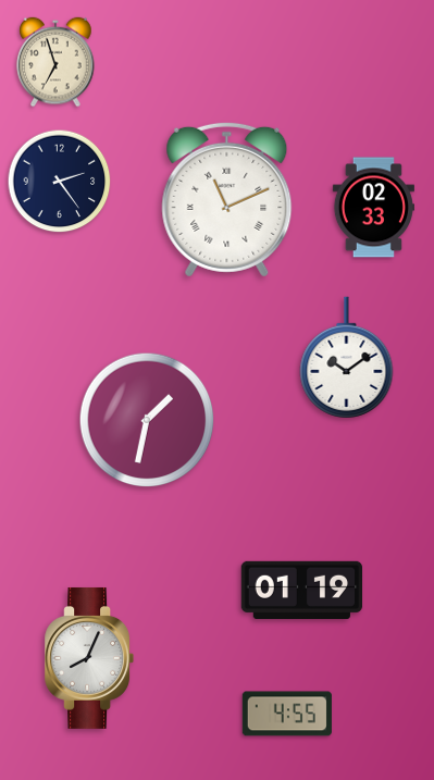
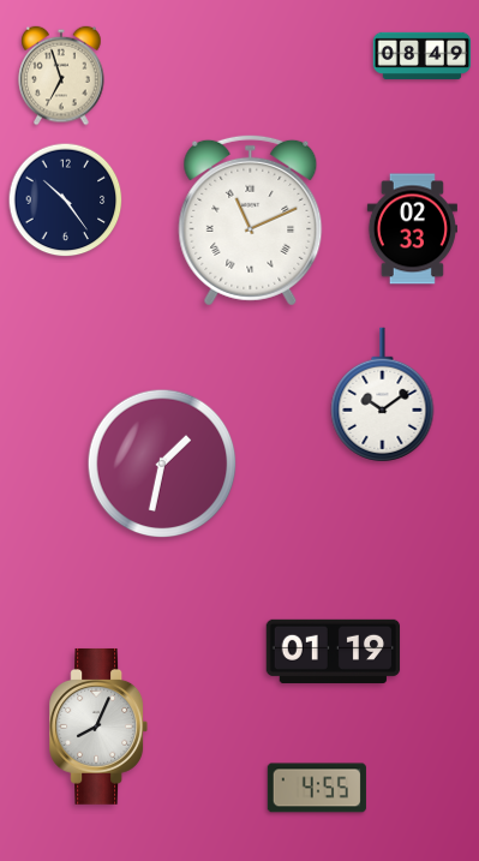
clock at (423, 55): none -> 08:49
clock at (55, 62) position: (55, 62) -> (61, 76)
clock at (60, 182): 2:24 -> 10:24
